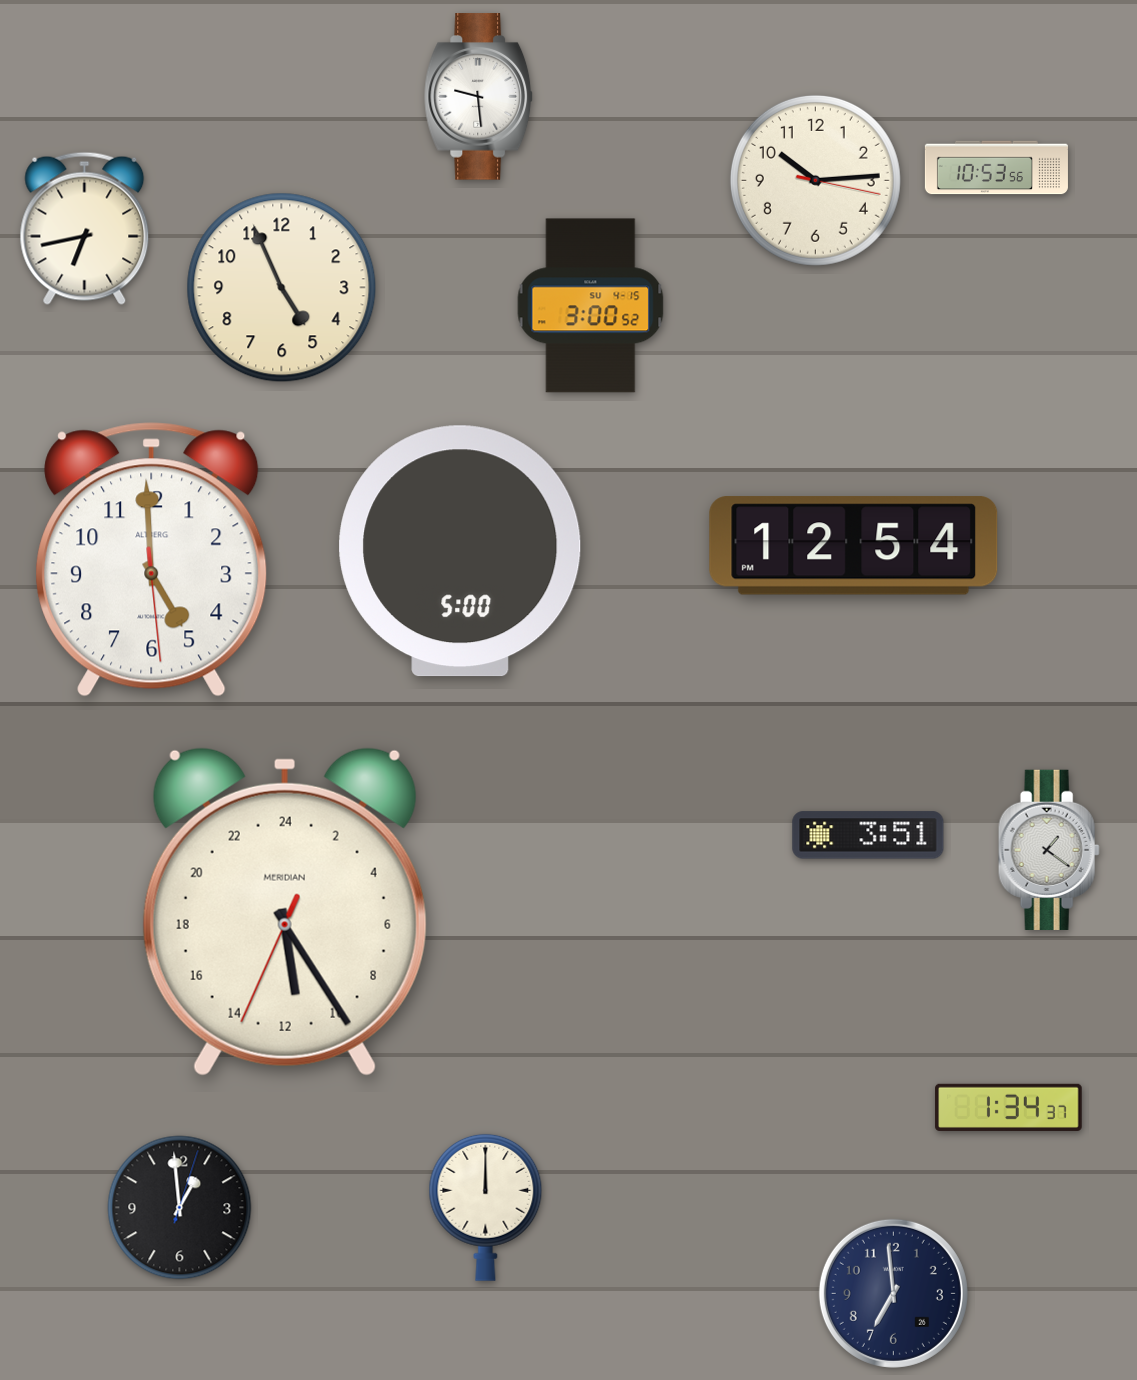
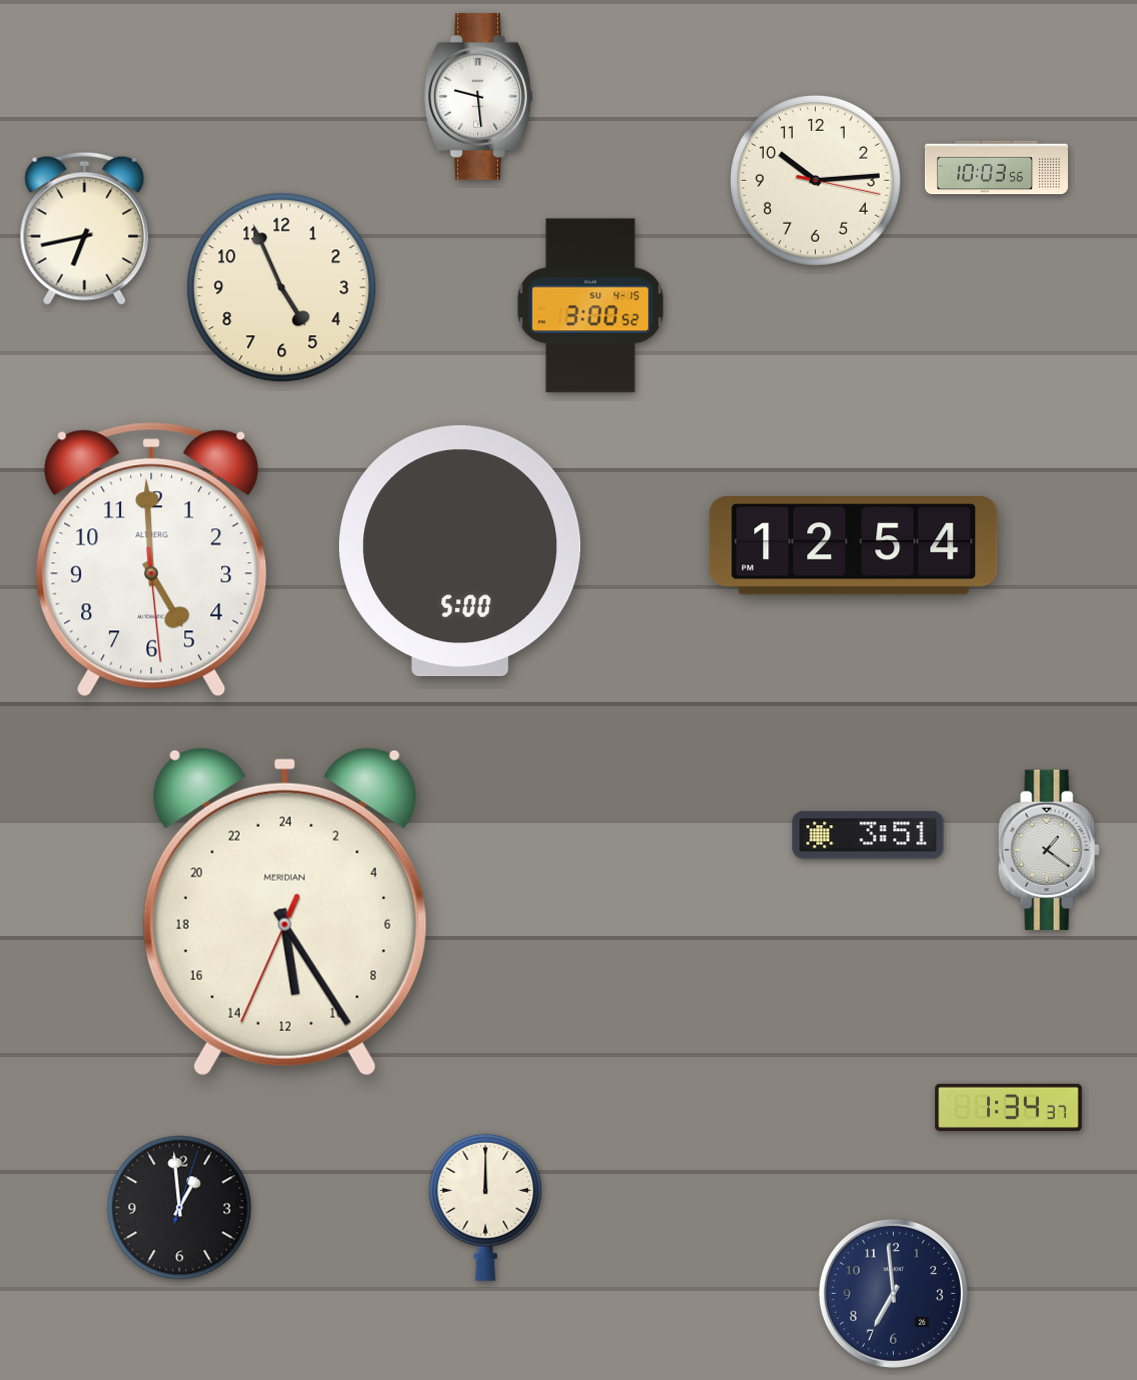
clock at (996, 168): 10:53 -> 10:03
